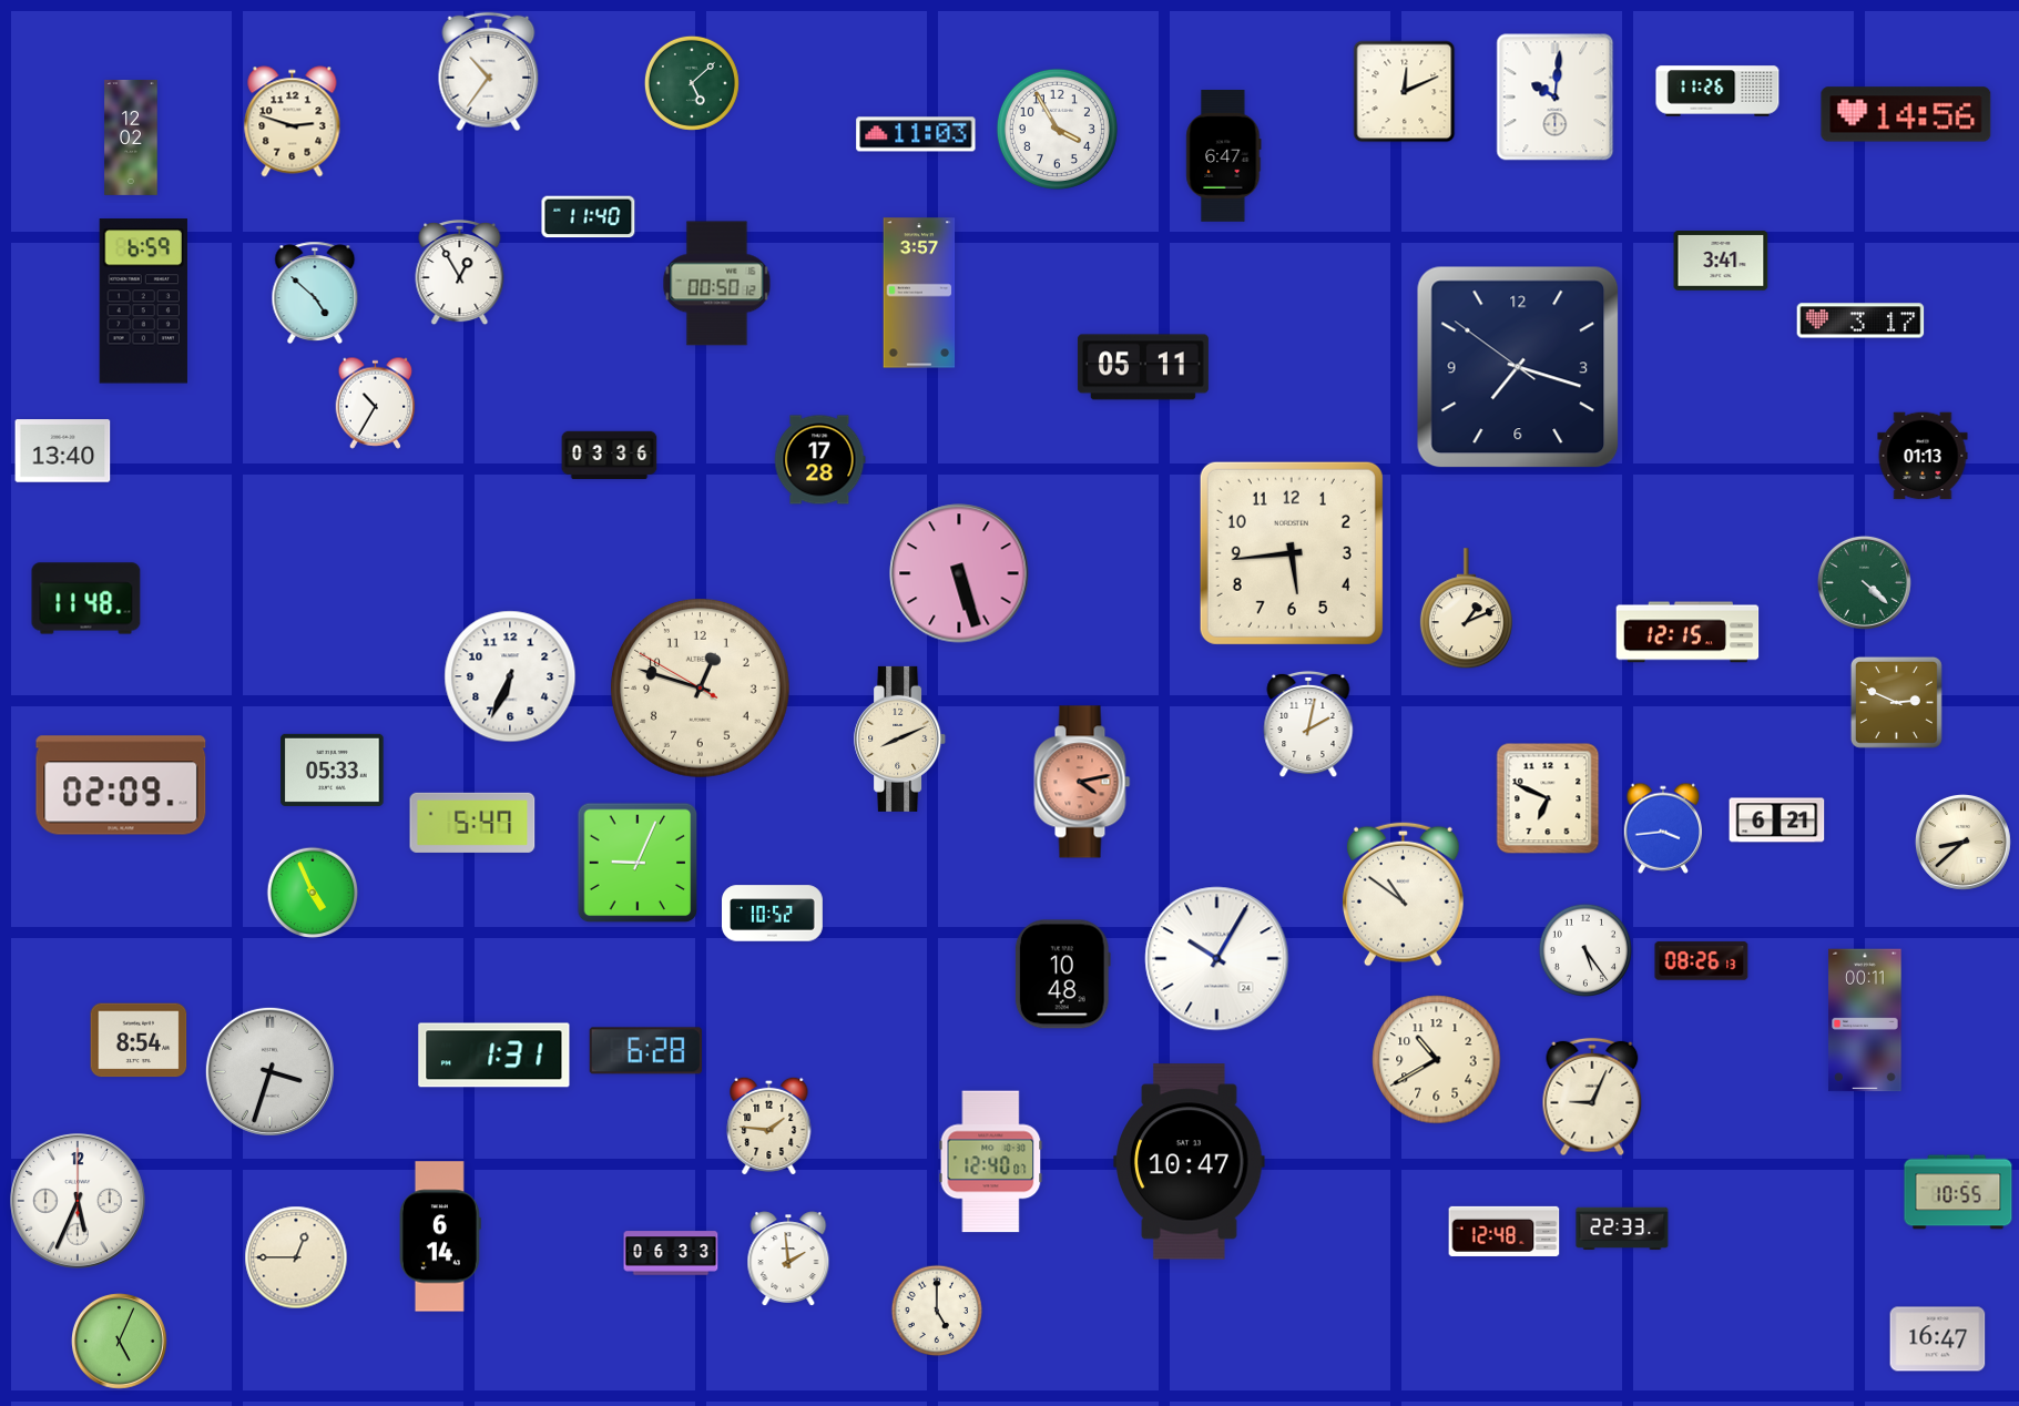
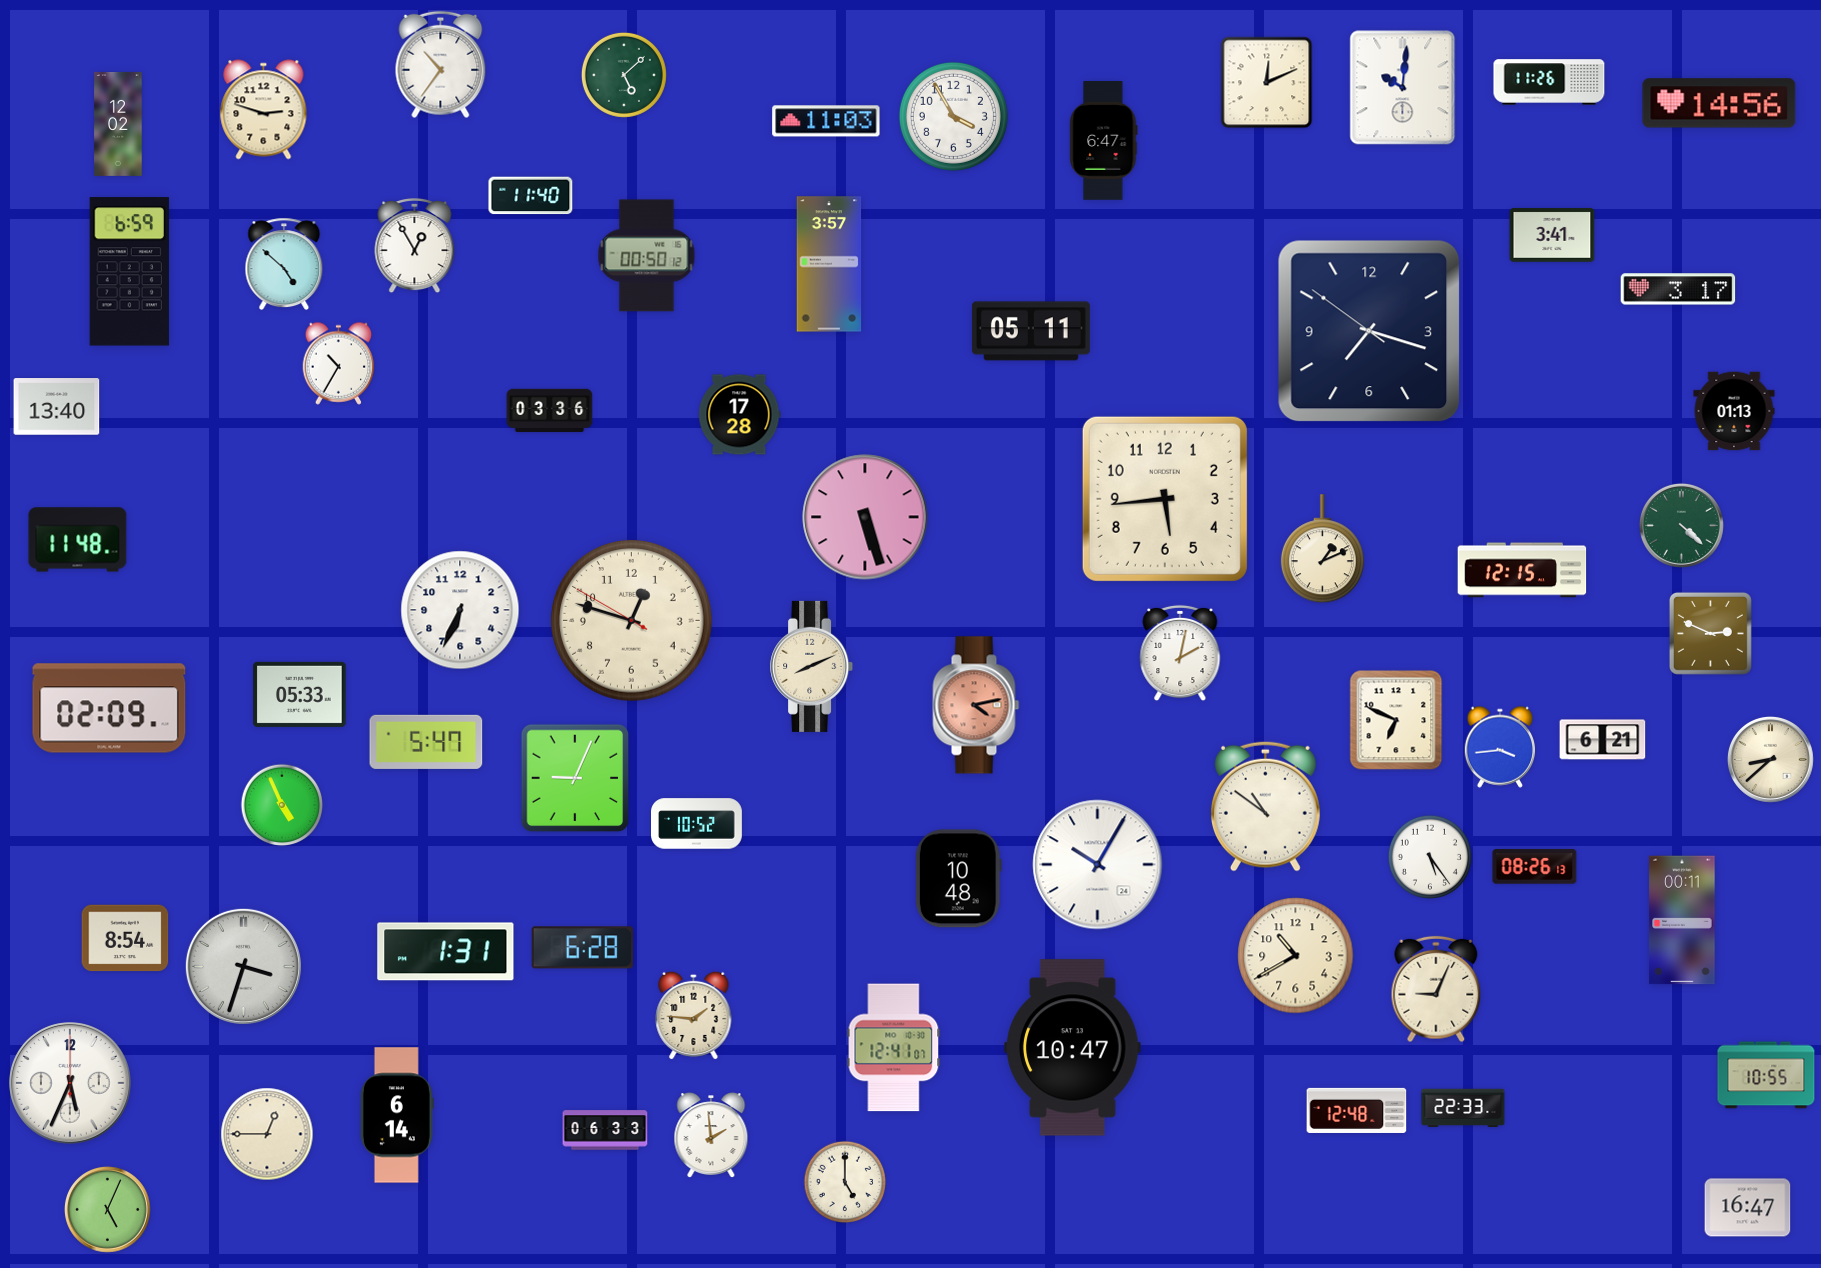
clock at (991, 1162): 12:40 -> 12:41
